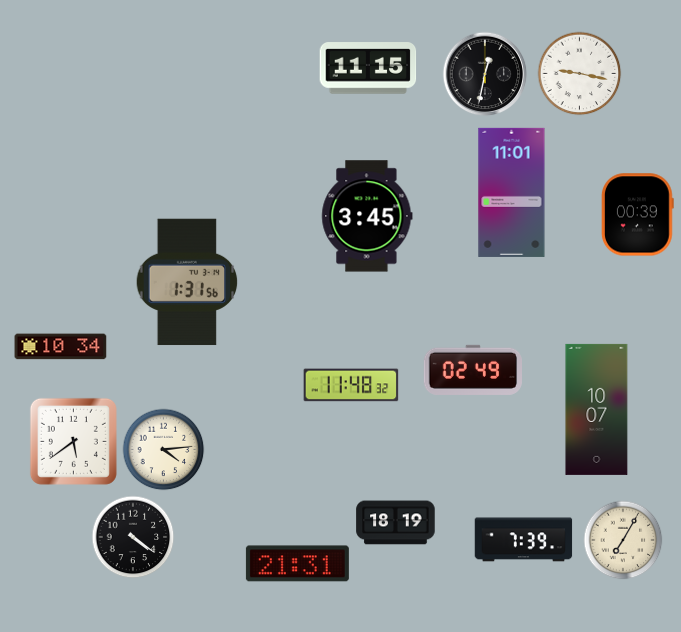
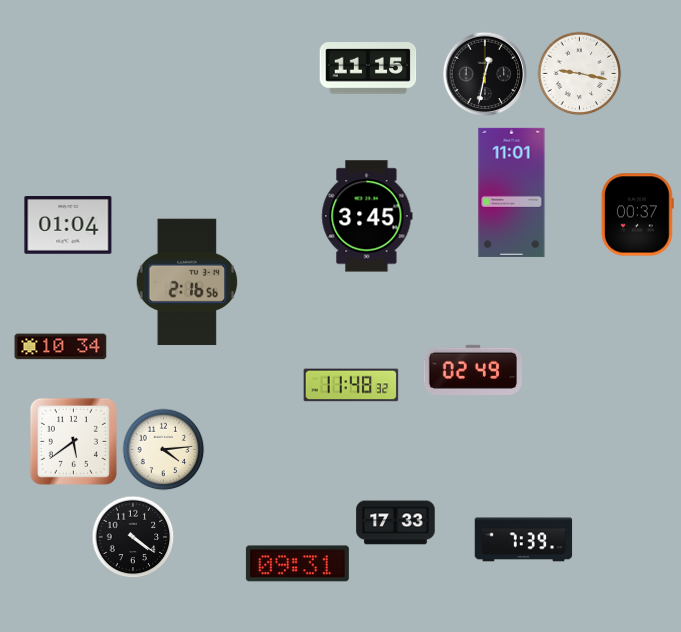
clock at (637, 215): 00:39 -> 00:37
clock at (68, 226): none -> 01:04
clock at (187, 282): 1:31 -> 2:16
clock at (597, 409): 10:07 -> none
clock at (396, 523): 18:19 -> 17:33
clock at (623, 540): 7:05 -> none
clock at (297, 564): 21:31 -> 09:31
